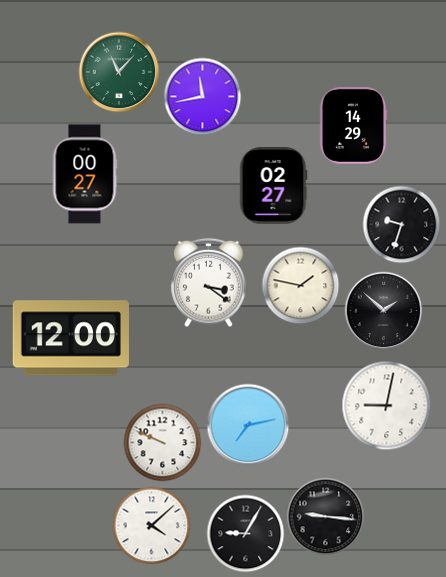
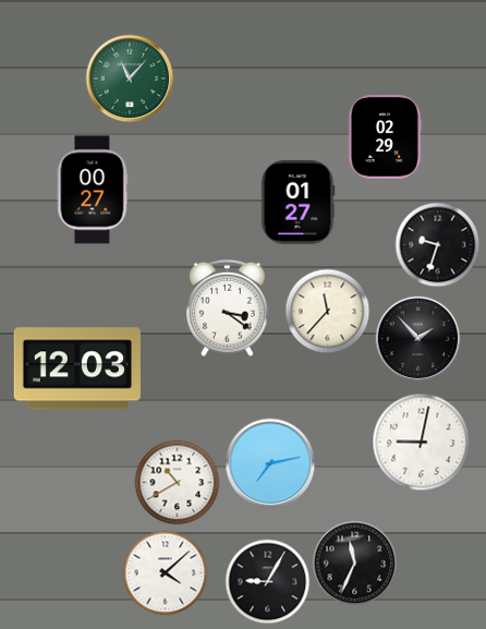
clock at (202, 96): 11:43 -> none
clock at (353, 126): 14:29 -> 02:29
clock at (273, 186): 02:27 -> 01:27
clock at (300, 285): 1:47 -> 11:37
clock at (383, 310): 1:52 -> 1:53
clock at (71, 338): 12:00 -> 12:03
clock at (162, 442): 9:49 -> 10:40
clock at (325, 516): 9:16 -> 11:34
